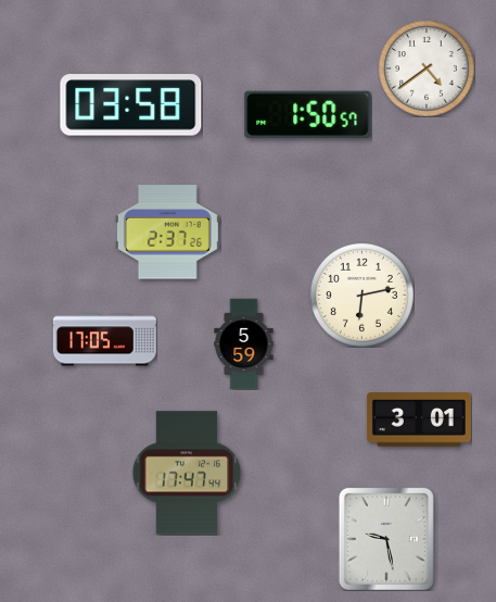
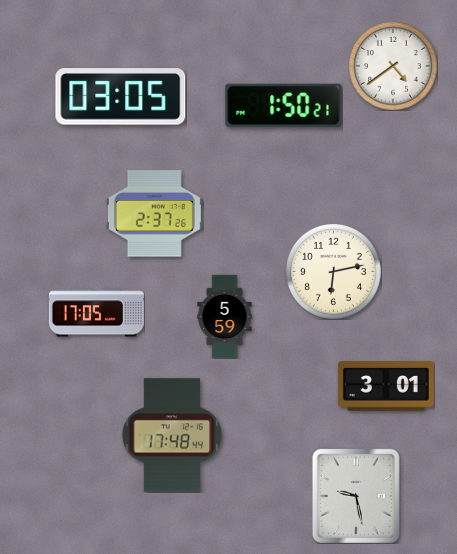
clock at (427, 68) position: (427, 68) -> (393, 66)
clock at (131, 105): 03:58 -> 03:05
clock at (308, 115): 1:50:57 -> 1:50:21
clock at (187, 473): 17:47 -> 17:48
